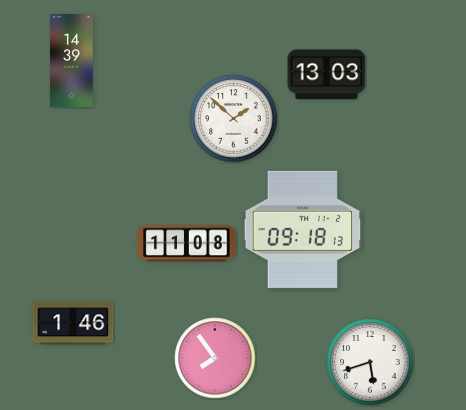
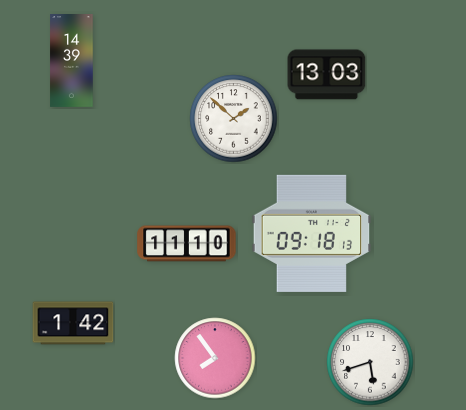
clock at (303, 229) position: (303, 229) -> (312, 233)
clock at (187, 244): 11:08 -> 11:10
clock at (73, 323): 1:46 -> 1:42
